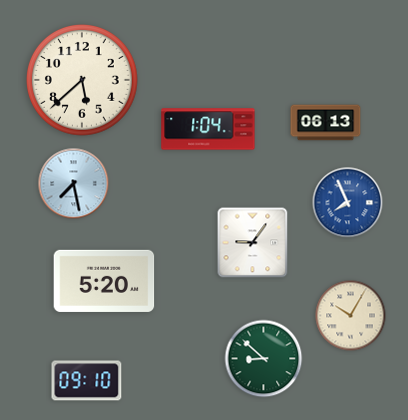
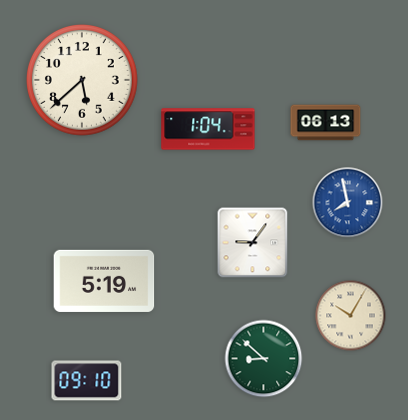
clock at (74, 184): 7:28 -> none
clock at (348, 203): 7:56 -> 7:58
clock at (104, 281): 5:20 -> 5:19
